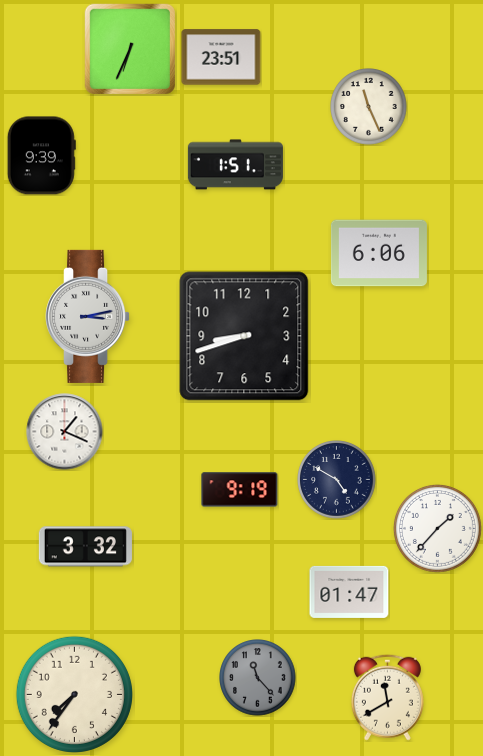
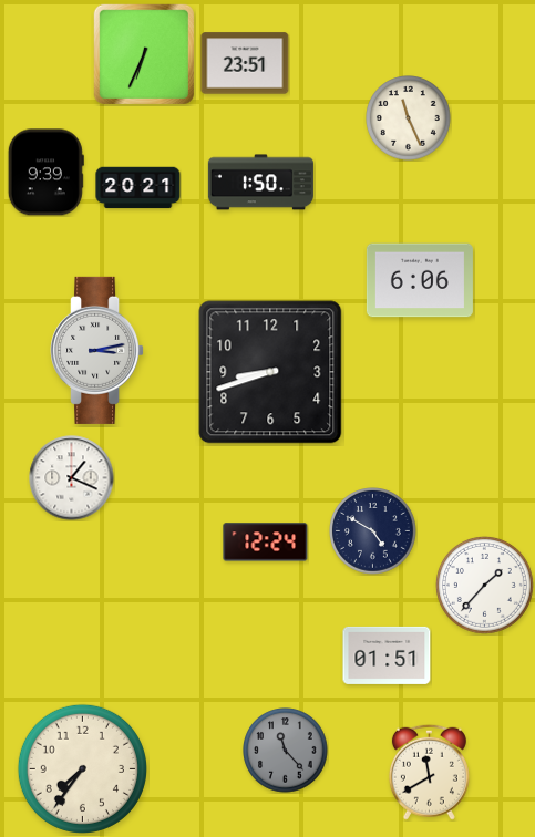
clock at (235, 165): 1:51 -> 1:50
clock at (138, 188): none -> 20:21
clock at (240, 490): 9:19 -> 12:24
clock at (85, 547): 3:32 -> none
clock at (349, 592): 01:47 -> 01:51
